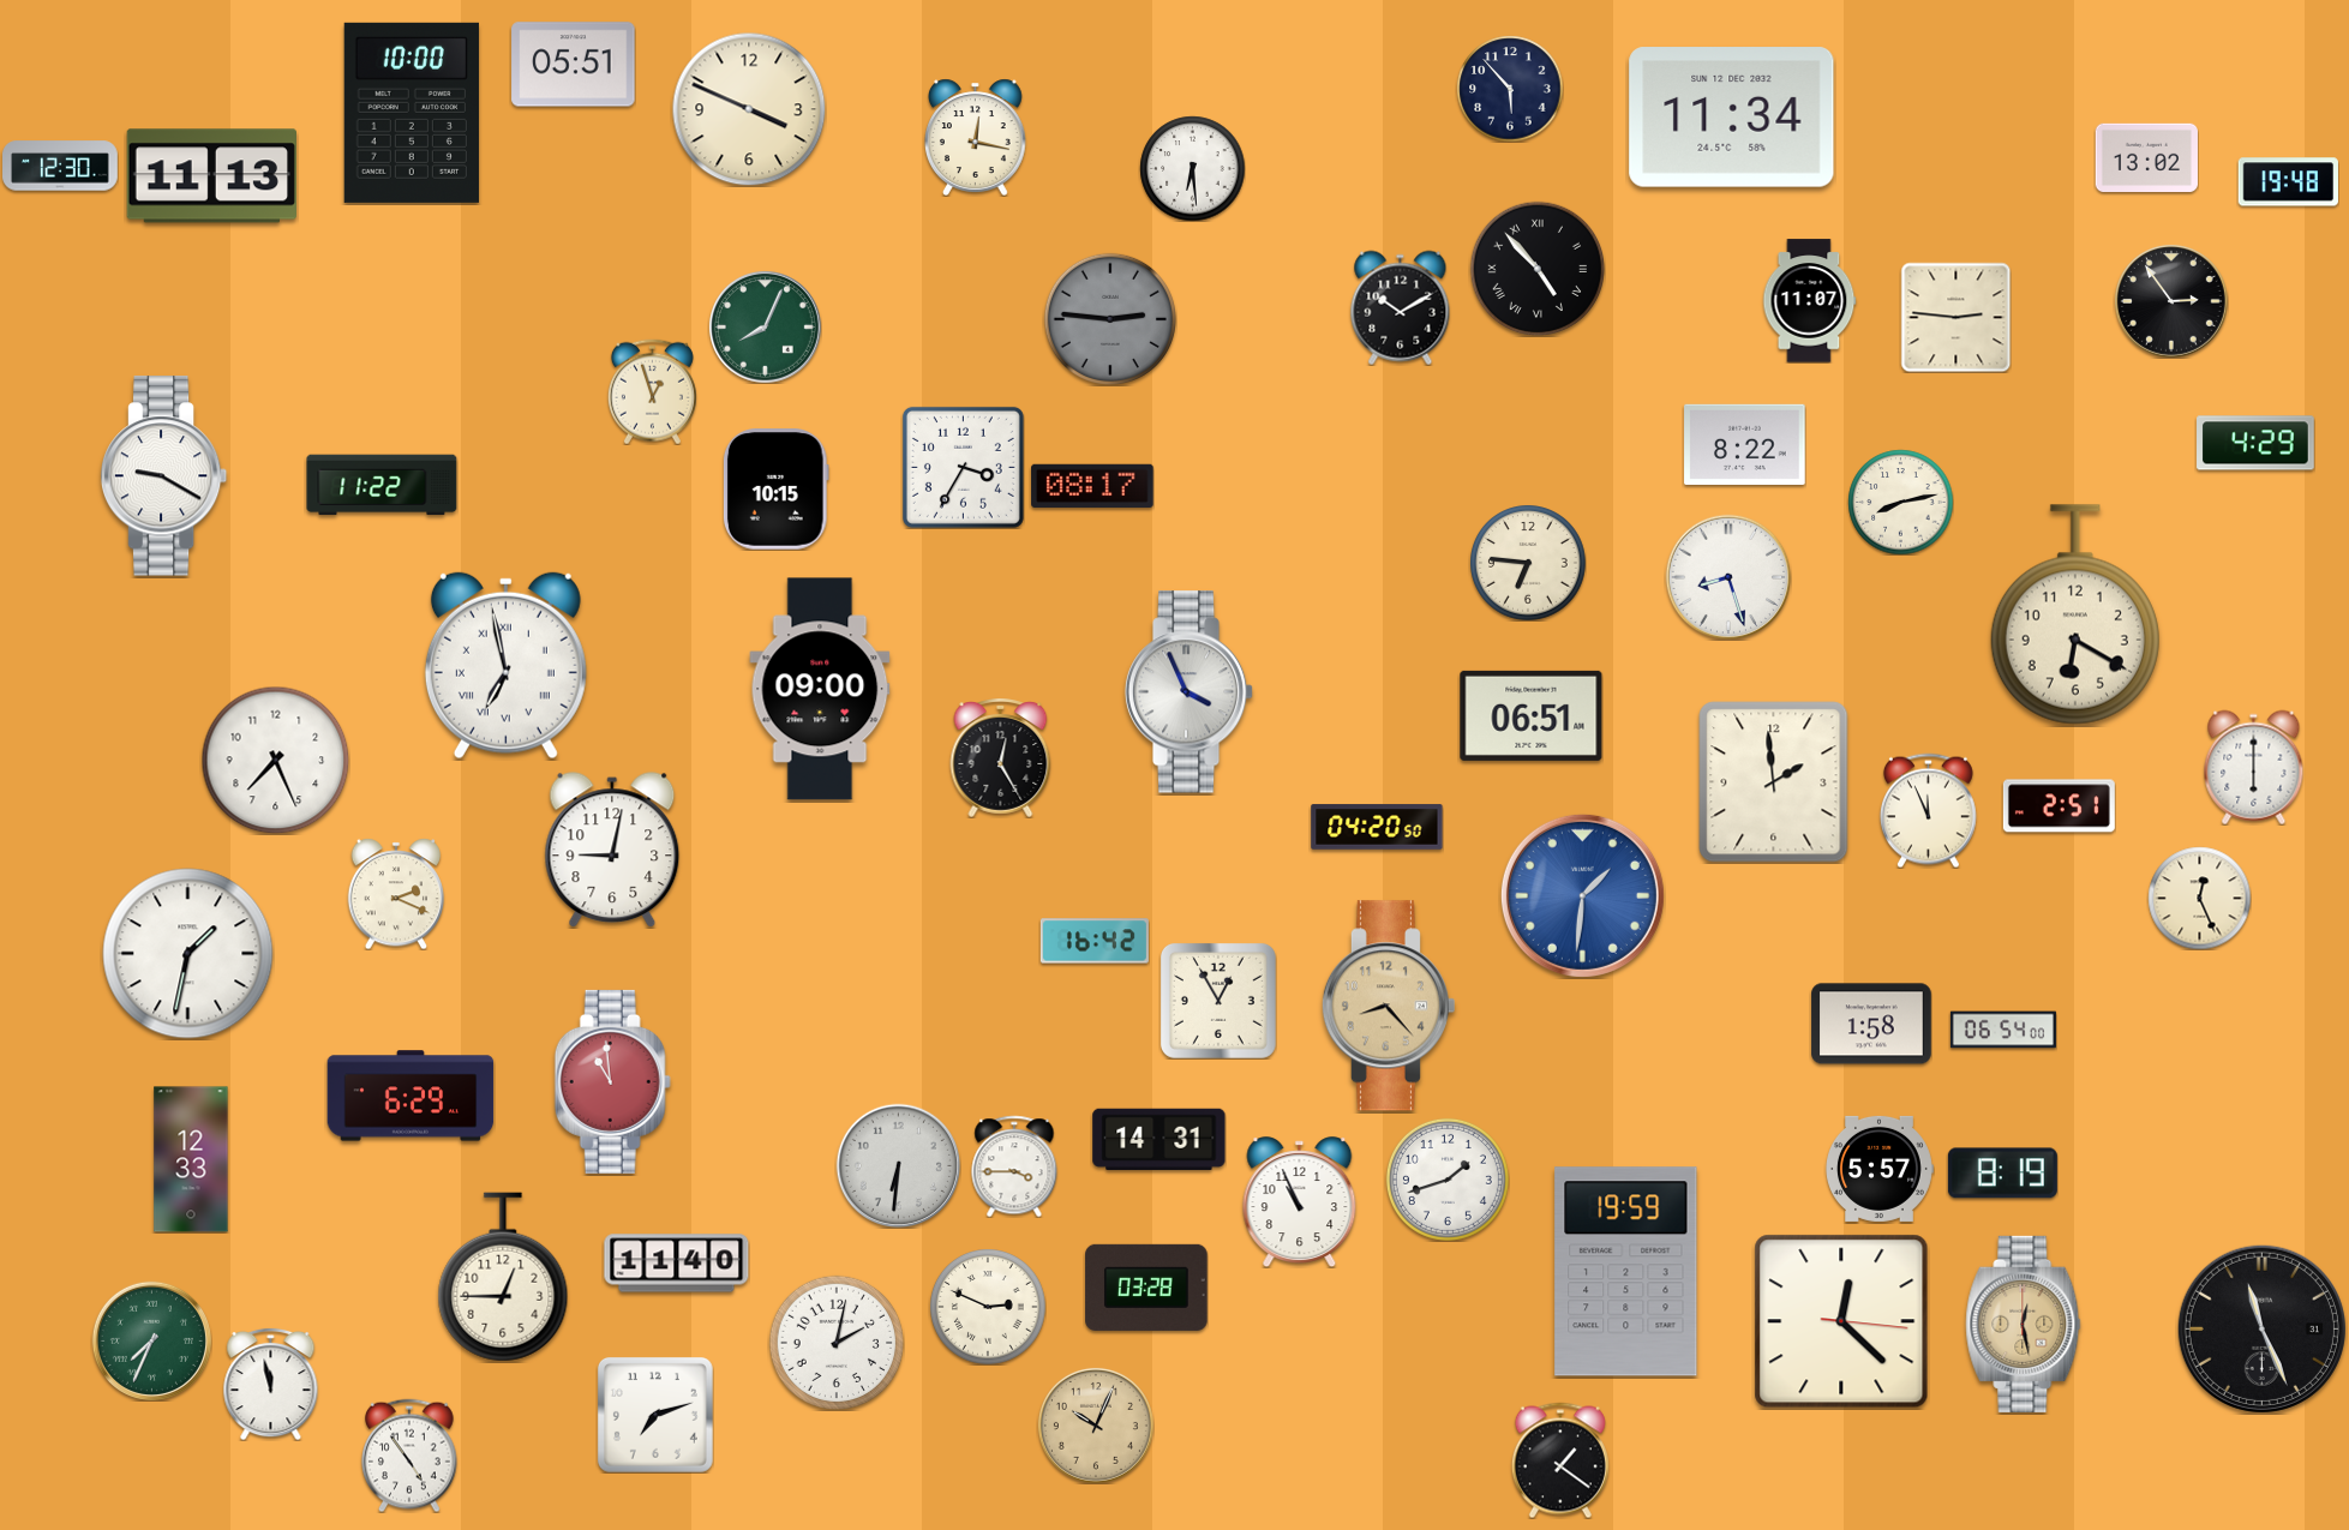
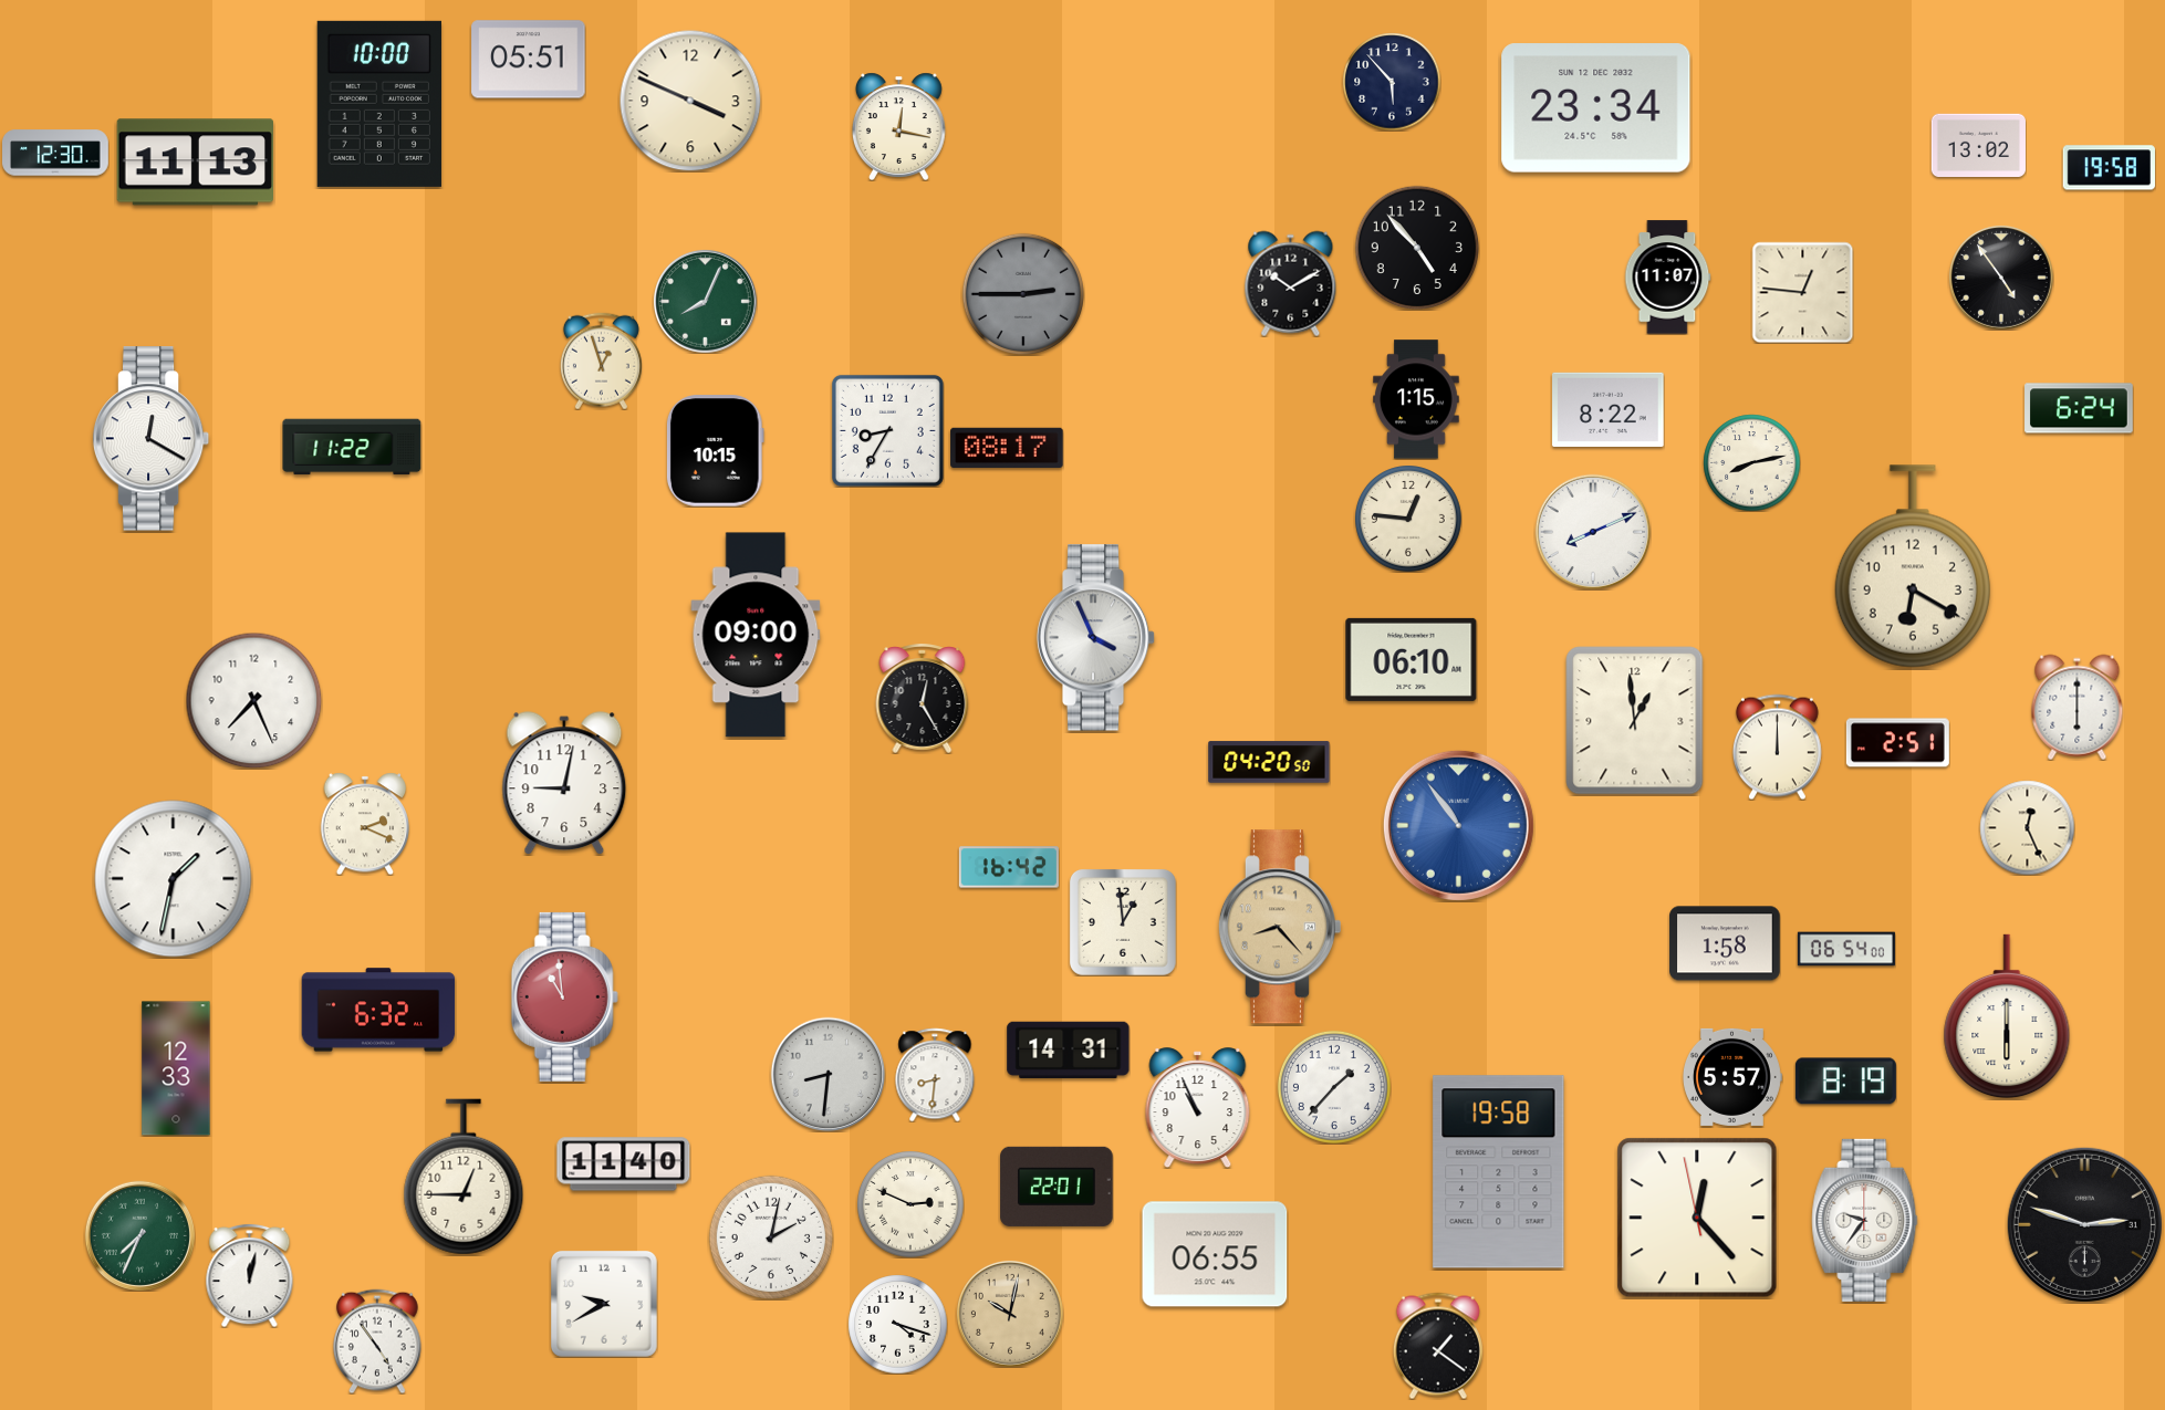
clock at (1732, 118): 11:34 -> 23:34
clock at (1192, 168): 6:29 -> none
clock at (2288, 182): 19:48 -> 19:58
clock at (1536, 268) numerals: Roman -> Arabic
clock at (2171, 301): 2:54 -> 4:54
clock at (1955, 317): 2:46 -> 12:46
clock at (1110, 319): 2:46 -> 2:45
clock at (1416, 399): none -> 1:15
clock at (2255, 443): 4:29 -> 6:24
clock at (963, 467): 3:35 -> 8:35
clock at (164, 476): 9:20 -> 12:20
clock at (1528, 563): 6:46 -> 12:46
clock at (1728, 577): 8:27 -> 8:11
clock at (505, 666): 6:58 -> none
clock at (1532, 715): 06:51 -> 06:10
clock at (1774, 782): 1:59 -> 12:59
clock at (1928, 810): 11:56 -> 12:00
clock at (1582, 895): 1:31 -> 10:54
clock at (1218, 1001): 12:55 -> 12:59
clock at (411, 1096): 6:29 -> 6:32
clock at (2007, 1016): none -> 6:00
clock at (898, 1165): 6:31 -> 8:31
clock at (1014, 1166): 3:45 -> 8:31
clock at (1448, 1180): 1:42 -> 1:37
clock at (1626, 1272): 19:59 -> 19:58
clock at (1146, 1288): 03:28 -> 22:01
clock at (1841, 1321): 12:22:16 -> 12:22:58
clock at (2024, 1324): 12:28 -> 9:36
clock at (2024, 1324) dial: champagne -> white
clock at (2261, 1328): 11:26 -> 2:48
clock at (1215, 1254): none -> 06:55
clock at (271, 1384): 11:58 -> 12:02
clock at (655, 1415): 7:12 -> 9:40
clock at (1096, 1426): 10:04 -> 10:02
clock at (897, 1324): none -> 4:18
